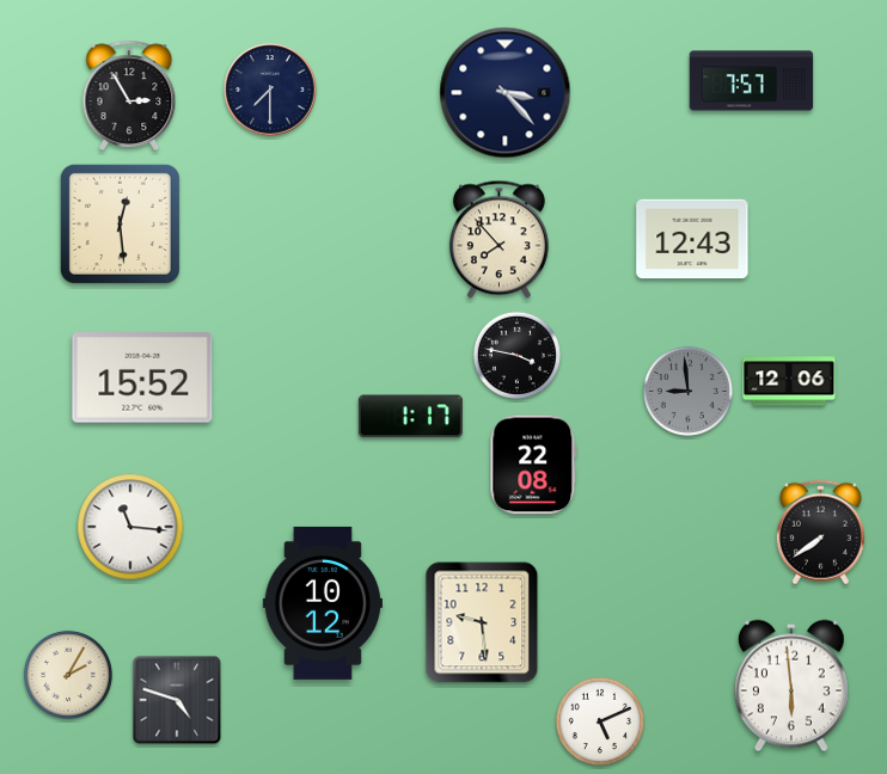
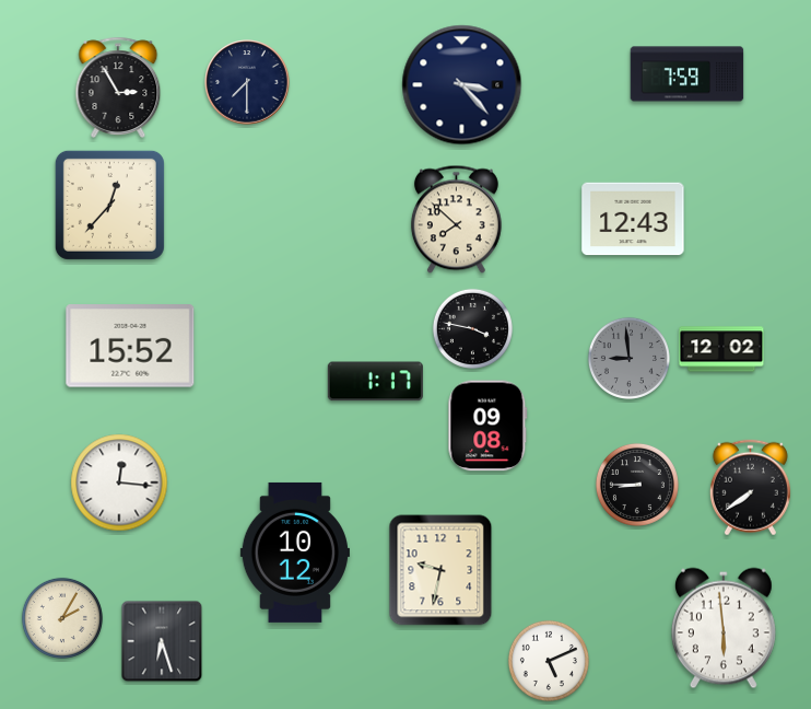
clock at (752, 81): 7:57 -> 7:59
clock at (120, 223): 12:29 -> 12:37
clock at (498, 240): 7:53 -> 7:52
clock at (516, 355) position: (516, 355) -> (472, 328)
clock at (789, 381): 12:06 -> 12:02
clock at (533, 465): 22:08 -> 09:08
clock at (130, 527): 11:16 -> 12:16
clock at (637, 485): none -> 8:45
clock at (482, 622): 9:29 -> 9:32
clock at (177, 700): 4:48 -> 6:27
